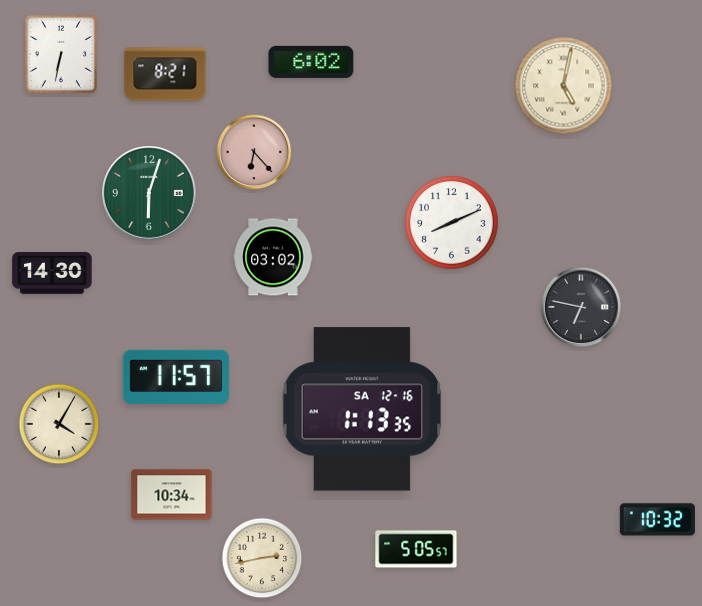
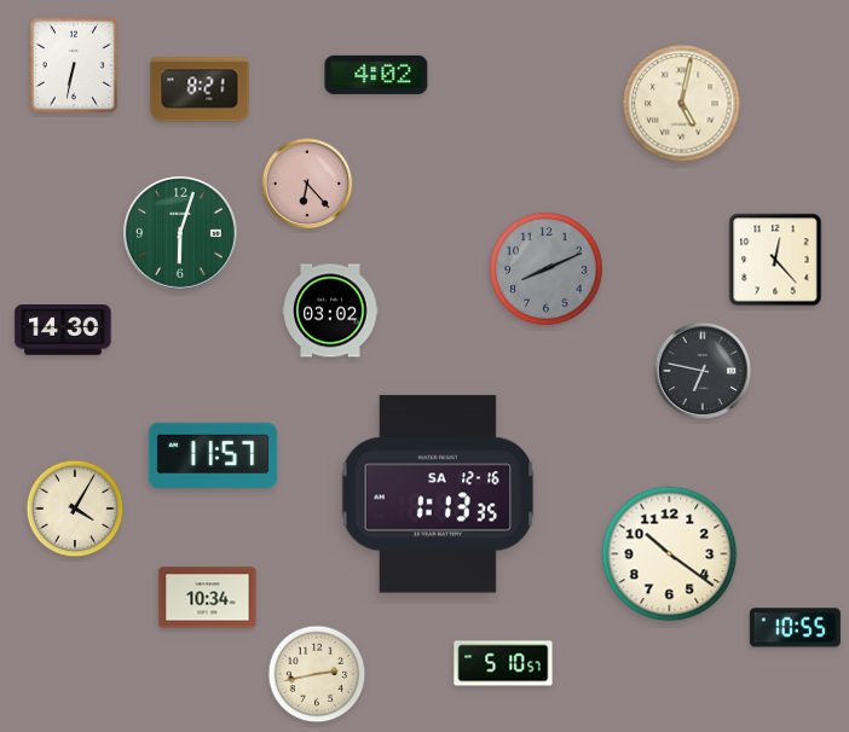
clock at (311, 62): 6:02 -> 4:02
clock at (775, 260): none -> 12:23
clock at (452, 223) dial: white -> grey
clock at (59, 424) position: (59, 424) -> (75, 509)
clock at (670, 554): none -> 10:21
clock at (657, 520): 10:32 -> 10:55
clock at (416, 549): 5:05 -> 5:10
